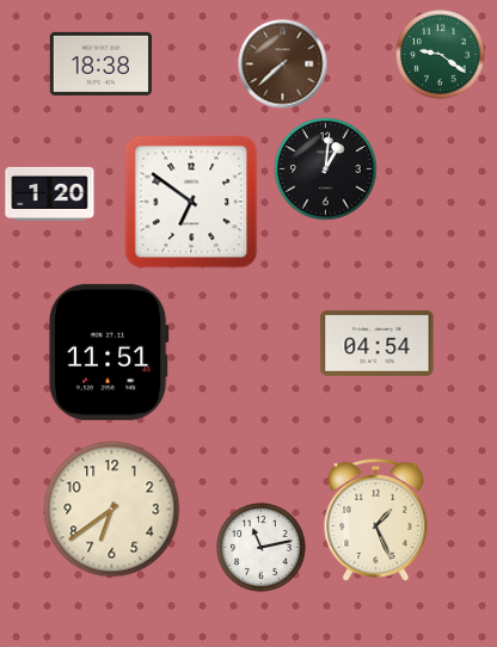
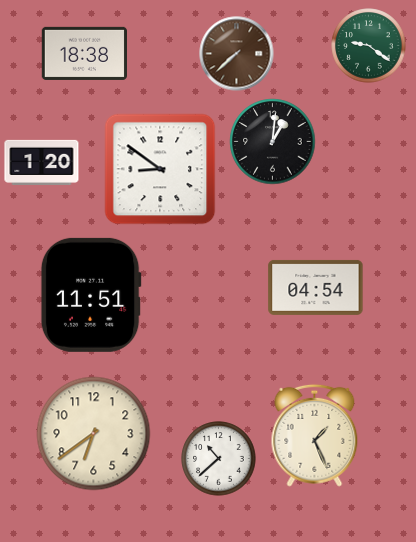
clock at (191, 202): 6:51 -> 8:51
clock at (112, 510) position: (112, 510) -> (94, 434)
clock at (262, 548): 11:13 -> 10:38
